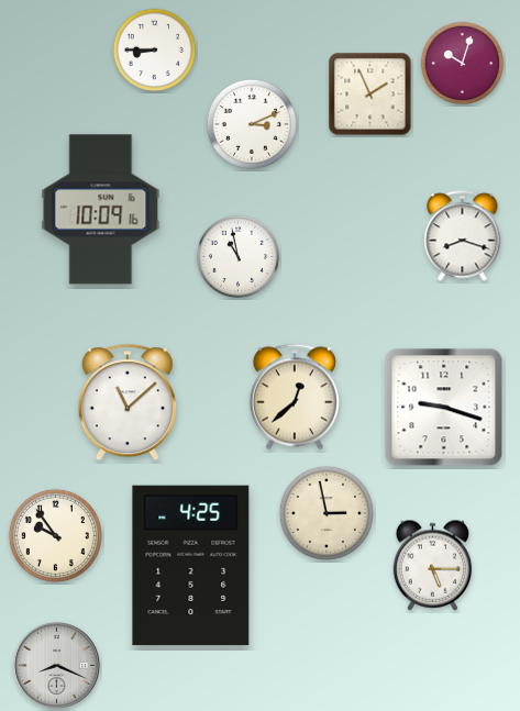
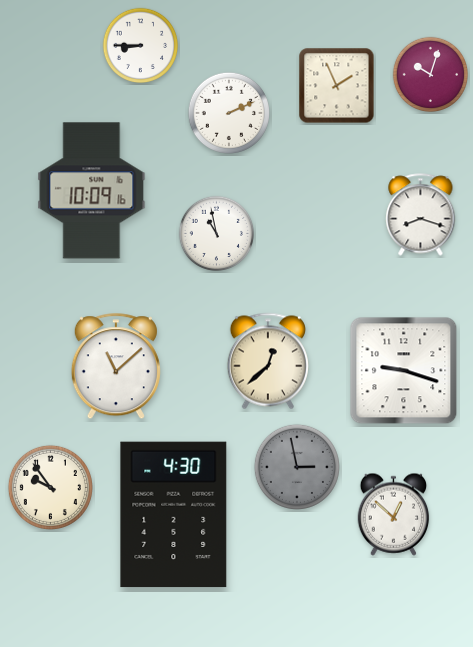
clock at (463, 64) position: (463, 64) -> (431, 75)
clock at (252, 124): 3:11 -> 2:11
clock at (327, 513) dial: cream -> grey
clock at (433, 565): 5:15 -> 12:52
clock at (191, 566): 4:25 -> 4:30
clock at (56, 665): 8:19 -> none
